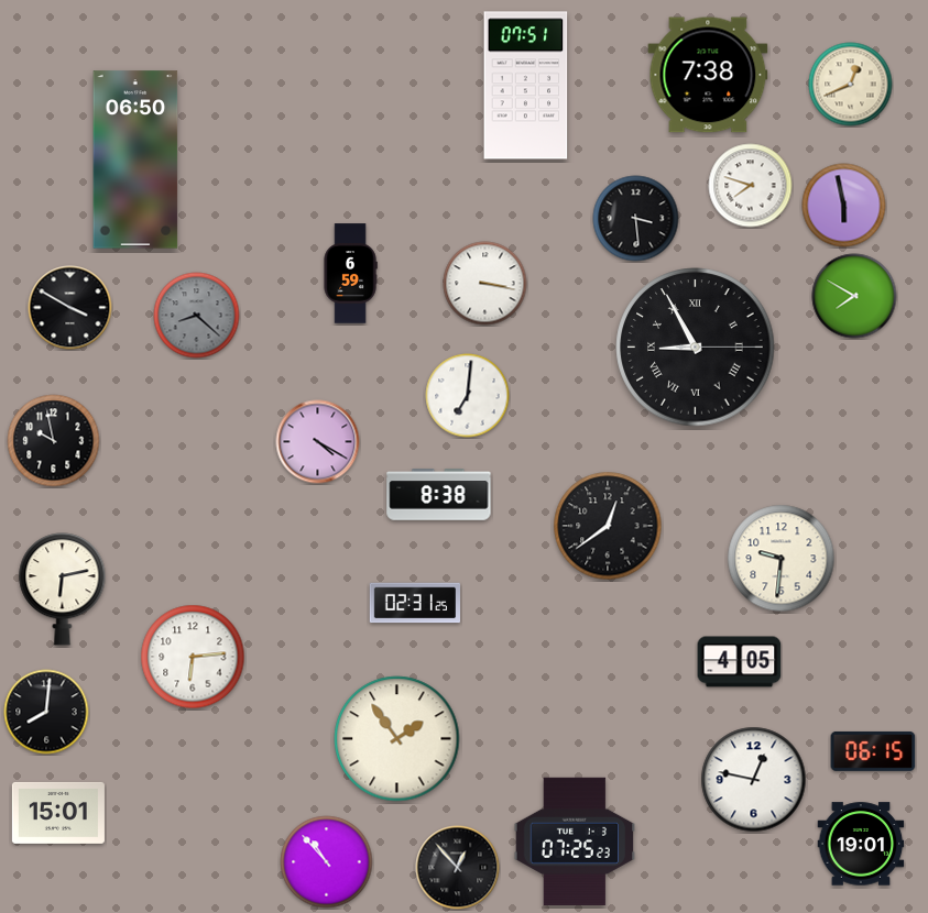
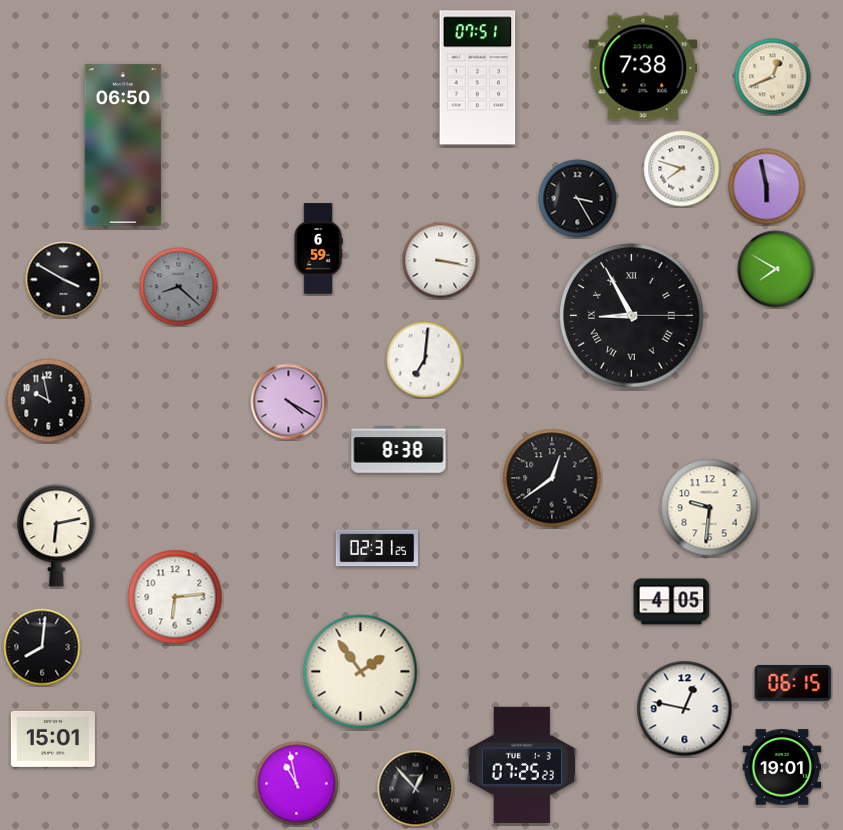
clock at (636, 219): 3:29 -> 3:25
clock at (485, 284) position: (485, 284) -> (441, 261)
clock at (327, 862): 10:53 -> 10:58
